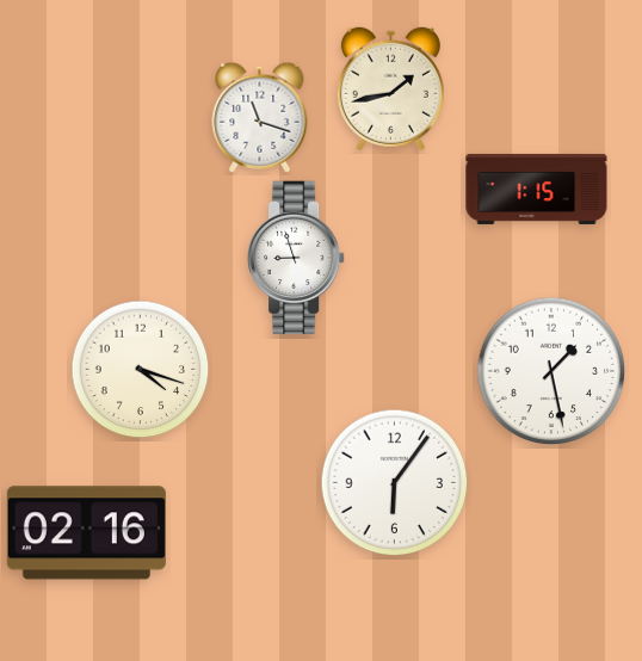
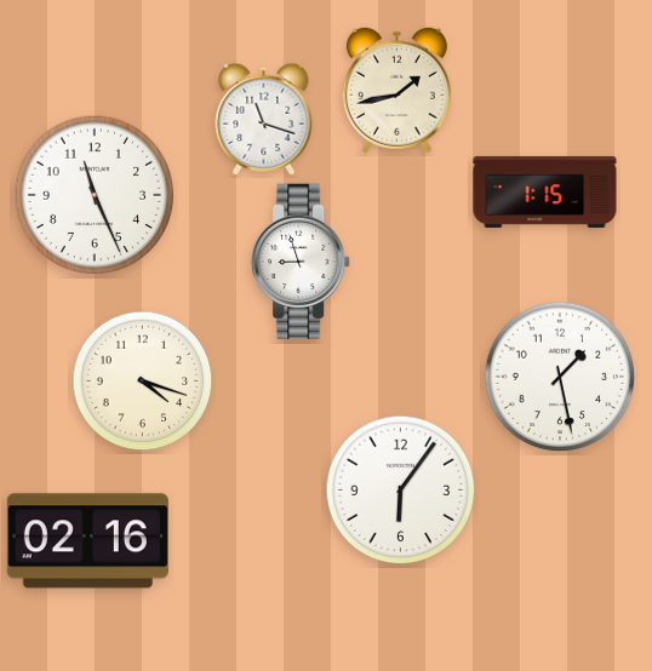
clock at (95, 195): none -> 11:26
clock at (141, 370) position: (141, 370) -> (143, 382)
